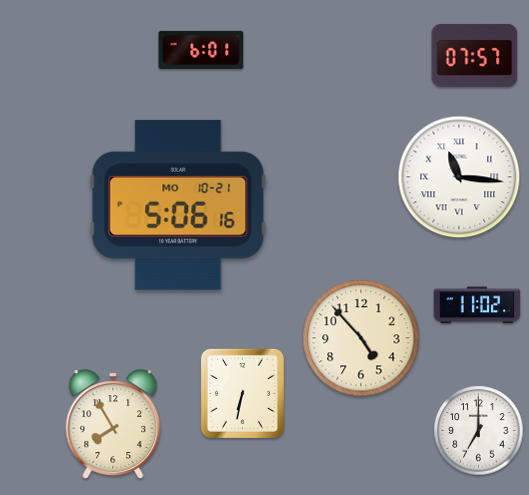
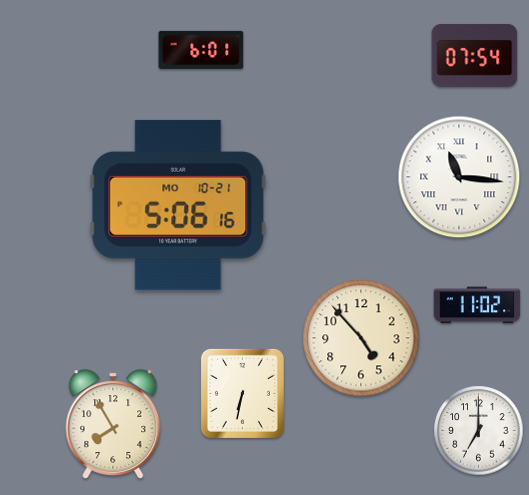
clock at (475, 55): 07:57 -> 07:54
